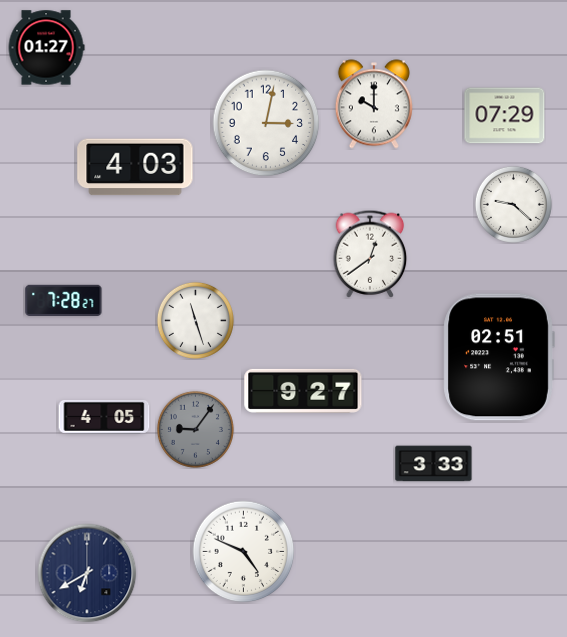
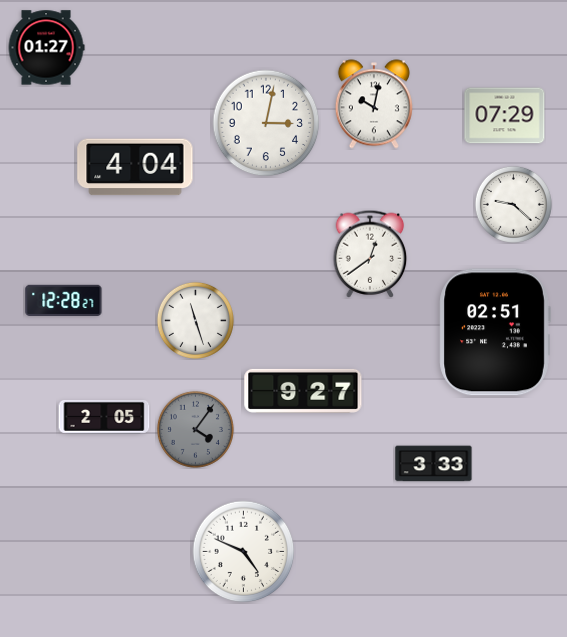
clock at (374, 104): 10:00 -> 10:02
clock at (135, 167): 4:03 -> 4:04
clock at (64, 300): 7:28 -> 12:28
clock at (499, 357) position: (499, 357) -> (495, 332)
clock at (104, 417): 4:05 -> 2:05
clock at (195, 429): 9:06 -> 4:06
clock at (87, 573): 6:40 -> none
